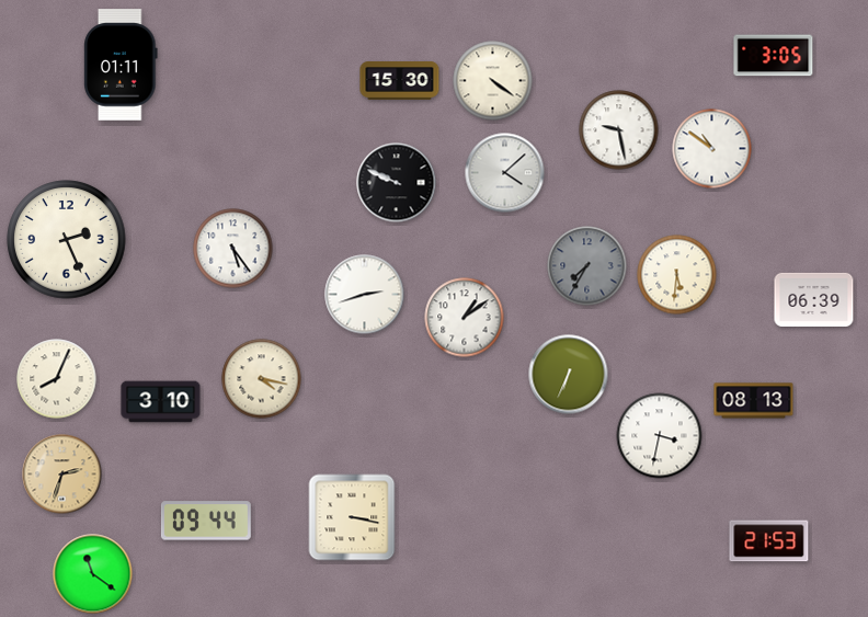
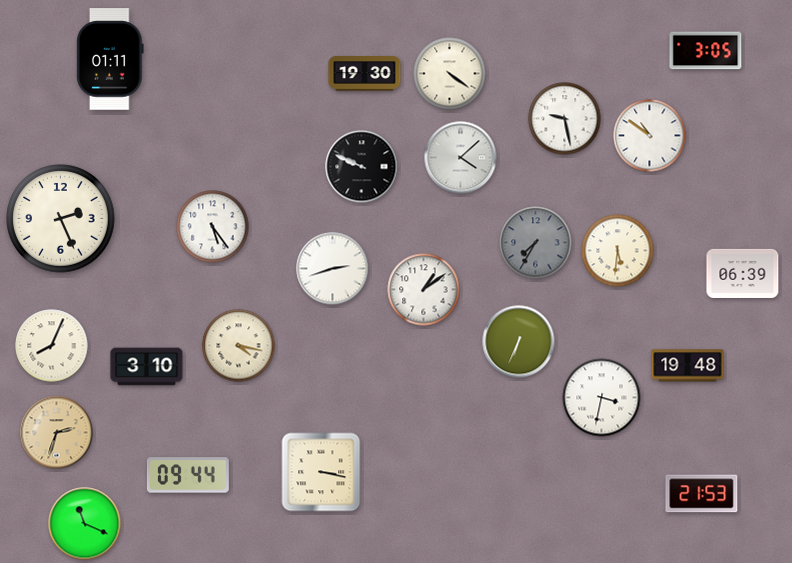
clock at (400, 81): 15:30 -> 19:30
clock at (754, 401): 08:13 -> 19:48
clock at (93, 574): 11:21 -> 11:19
